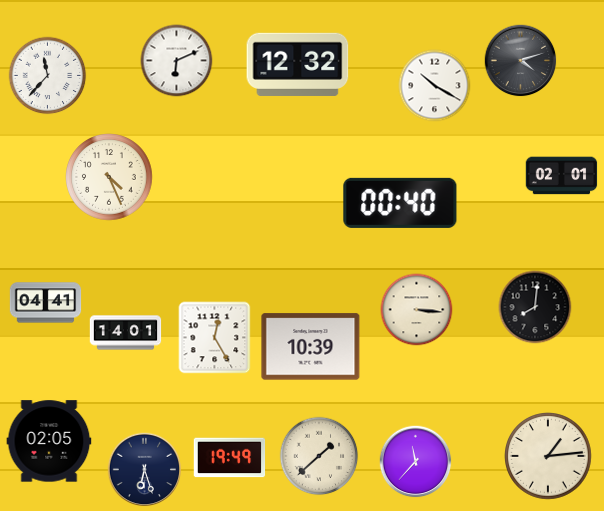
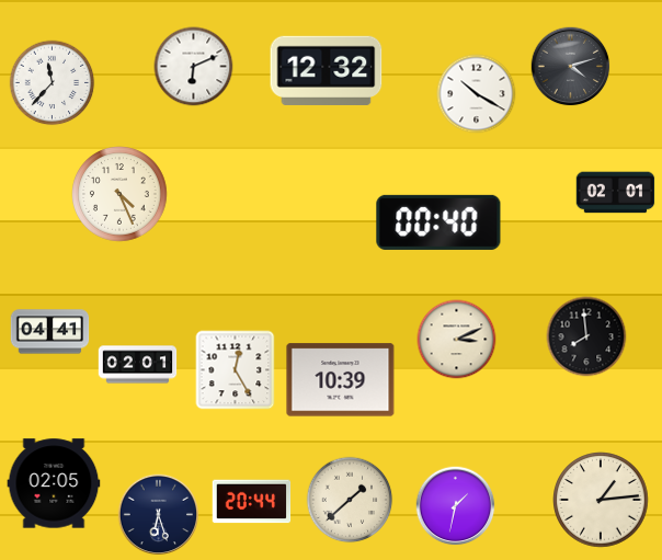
clock at (535, 307): 8:01 -> 7:59
clock at (417, 310): 3:16 -> 3:11
clock at (126, 333): 14:01 -> 02:01
clock at (230, 458): 19:49 -> 20:44
clock at (416, 462): 11:37 -> 1:32
